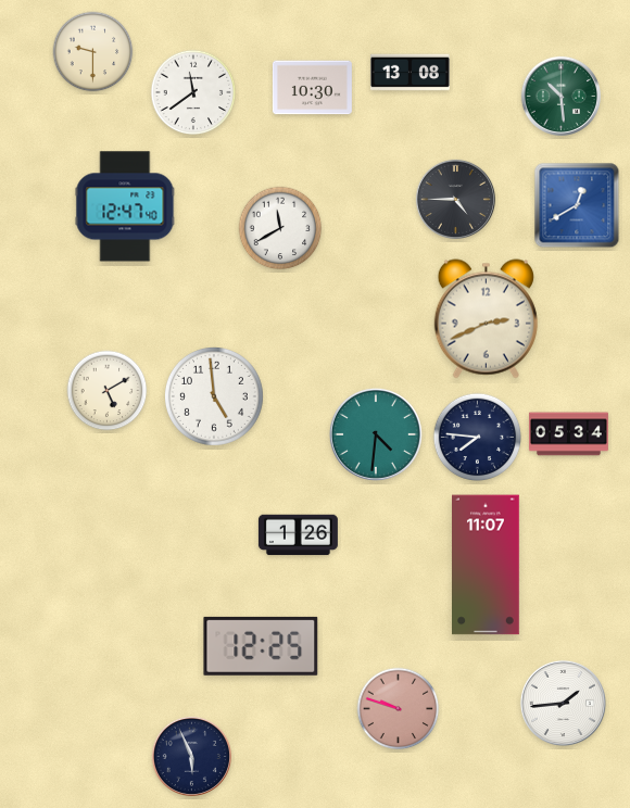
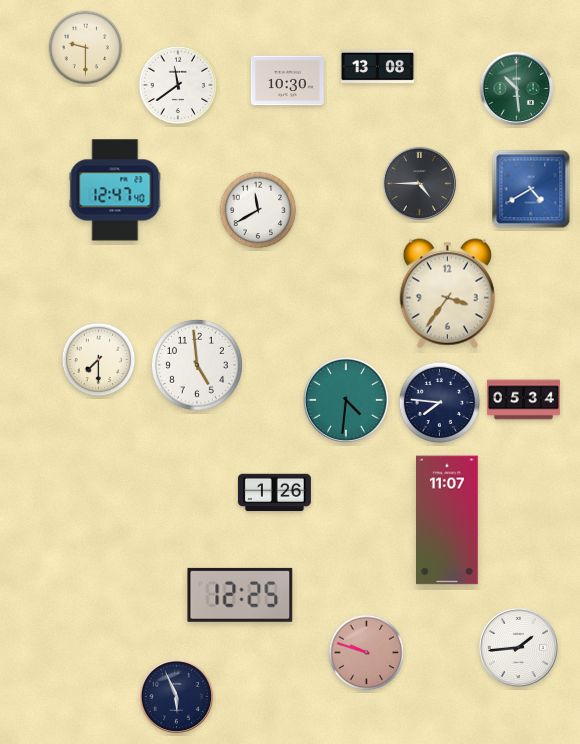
clock at (577, 205): 12:40 -> 4:40
clock at (486, 319): 2:41 -> 3:36
clock at (108, 391): 5:10 -> 7:30
